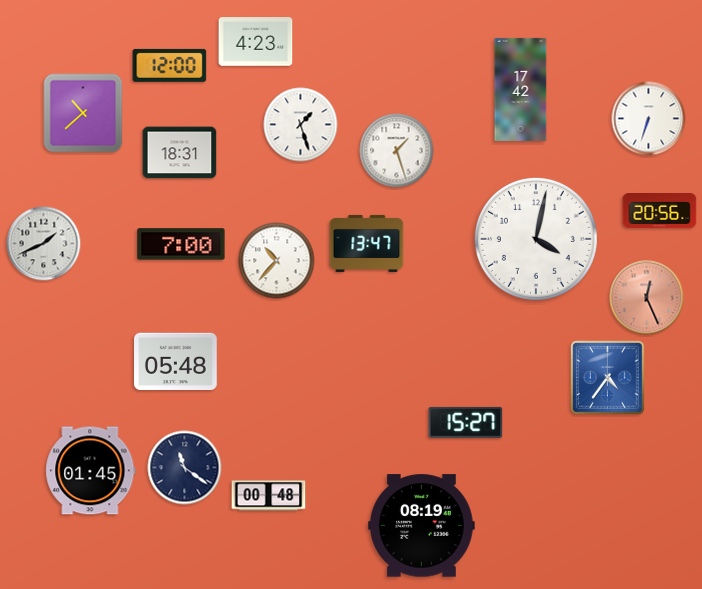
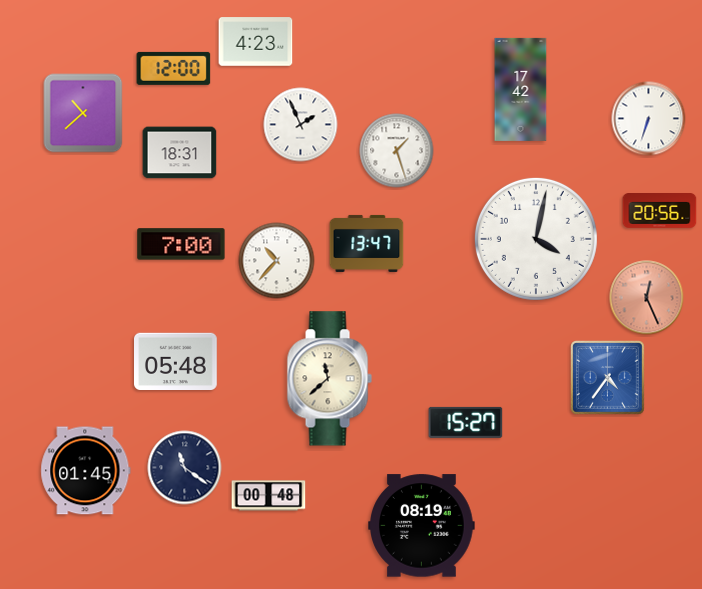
clock at (170, 65) position: (170, 65) -> (174, 68)
clock at (301, 125): 1:27 -> 1:56
clock at (44, 244): 1:41 -> none
clock at (329, 379): none -> 11:38
clock at (91, 471) position: (91, 471) -> (86, 471)
